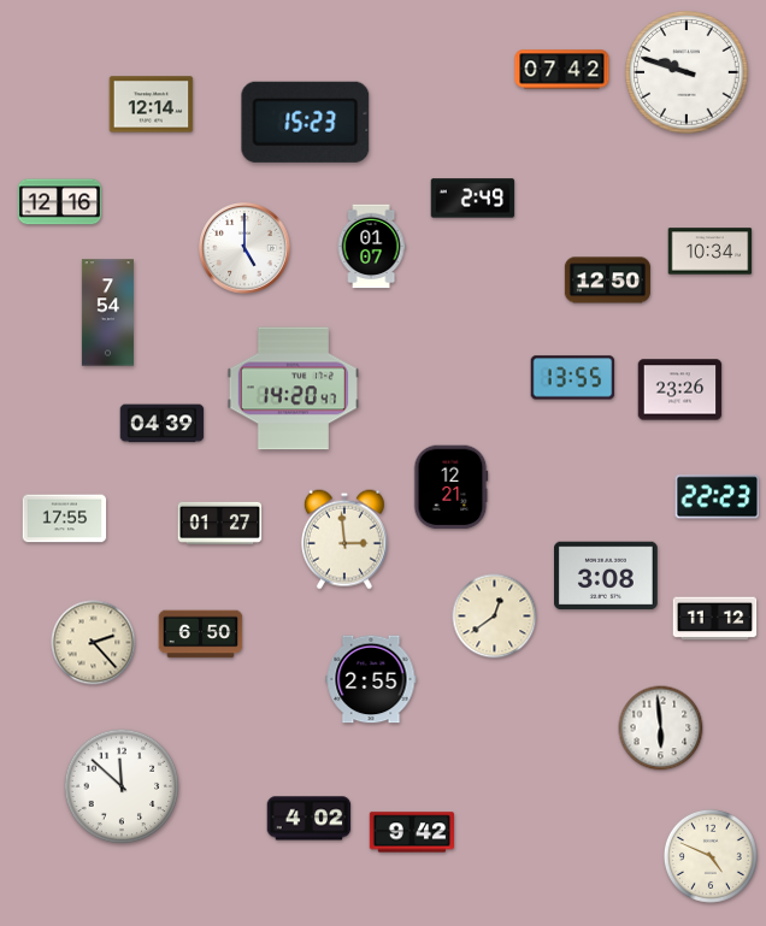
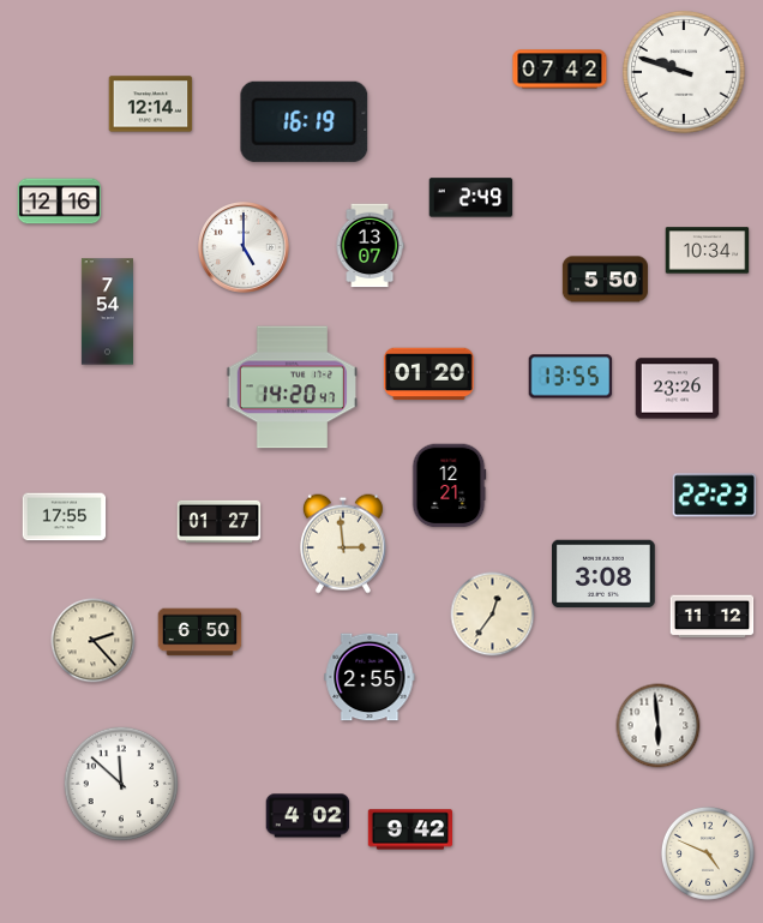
clock at (306, 122): 15:23 -> 16:19
clock at (371, 247): 01:07 -> 13:07
clock at (607, 281): 12:50 -> 5:50
clock at (429, 374): none -> 01:20
clock at (163, 424): 04:39 -> none
clock at (344, 539) position: (344, 539) -> (343, 544)
clock at (495, 617): 12:39 -> 12:36
